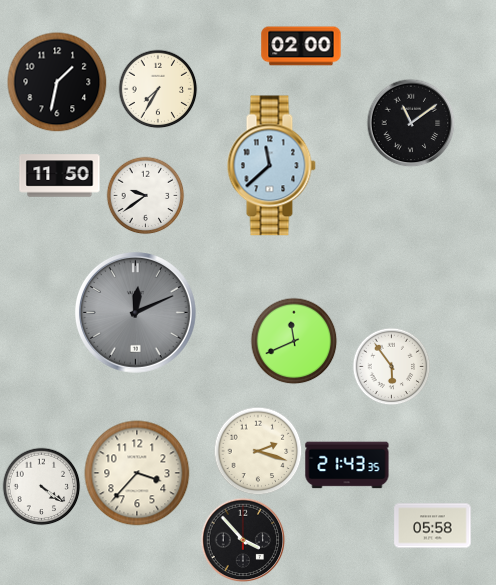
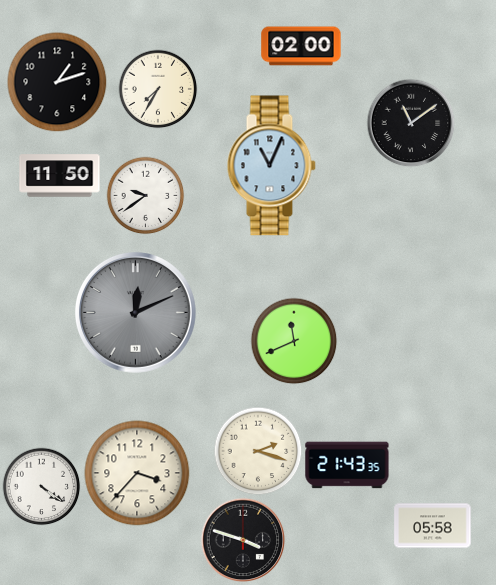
clock at (57, 82): 1:32 -> 1:12
clock at (271, 166): 11:38 -> 11:04
clock at (391, 366): 5:54 -> none
clock at (243, 540): 3:53 -> 3:48
